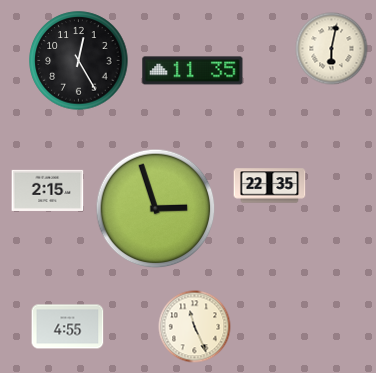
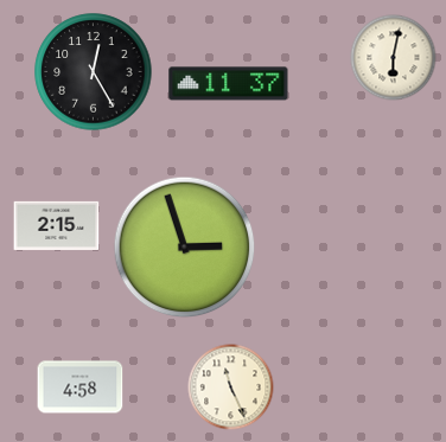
clock at (193, 71): 11:35 -> 11:37
clock at (270, 186): 22:35 -> none
clock at (68, 327): 4:55 -> 4:58
